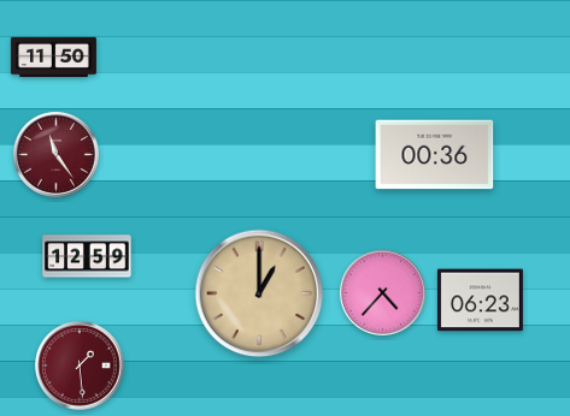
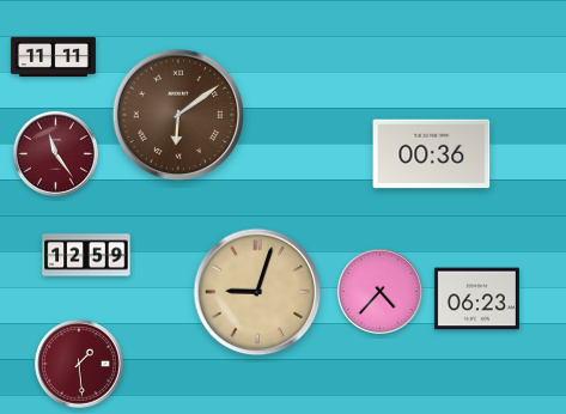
clock at (53, 58): 11:50 -> 11:11
clock at (178, 115): none -> 6:09
clock at (259, 293): 1:00 -> 9:03
